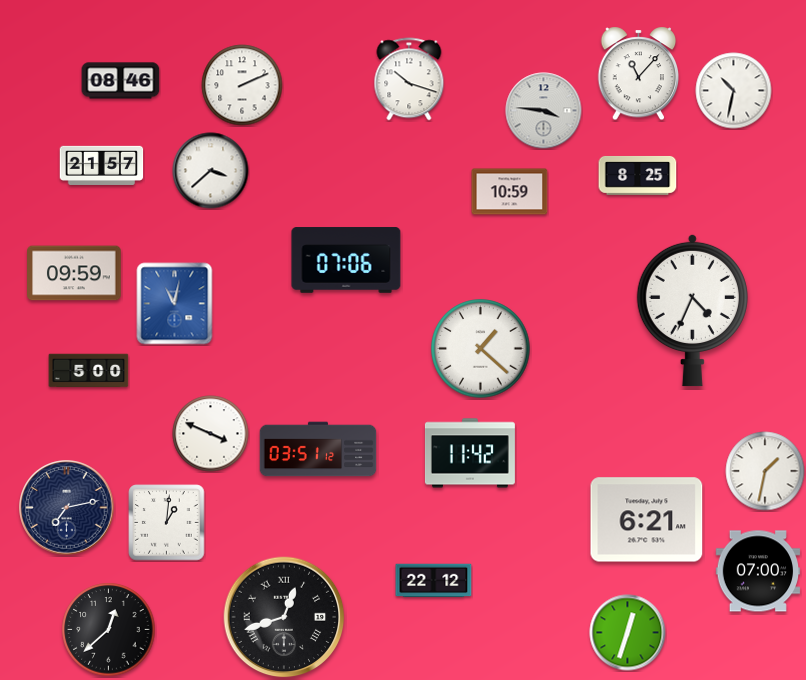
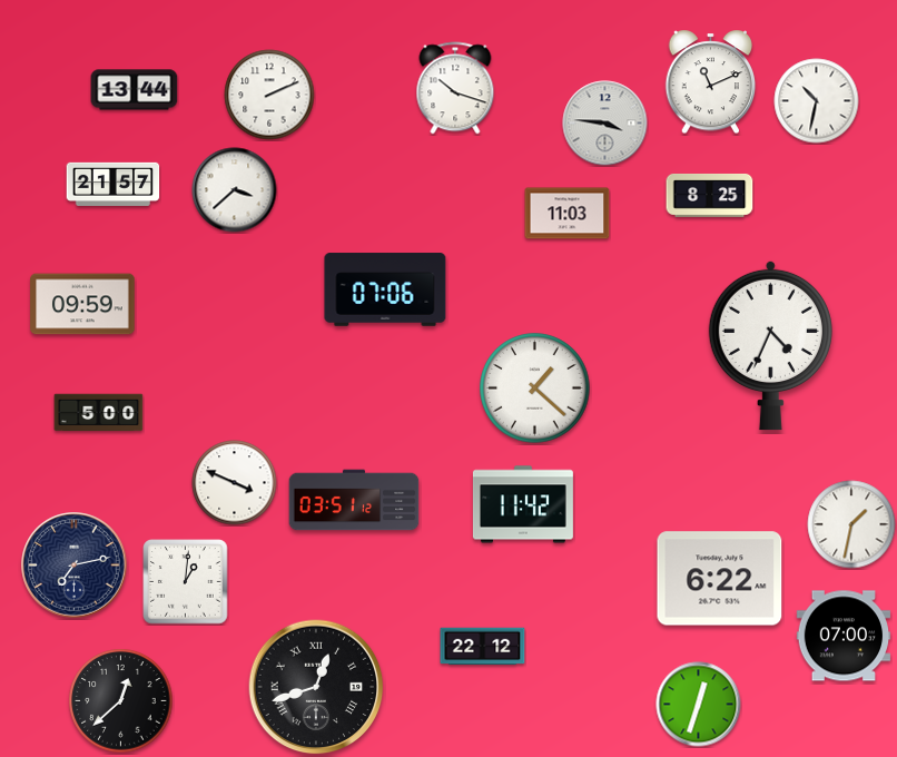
clock at (639, 74): 11:07 -> 11:11
clock at (121, 81): 08:46 -> 13:44
clock at (510, 192): 10:59 -> 11:03
clock at (175, 304): 11:02 -> none
clock at (647, 520): 6:21 -> 6:22
